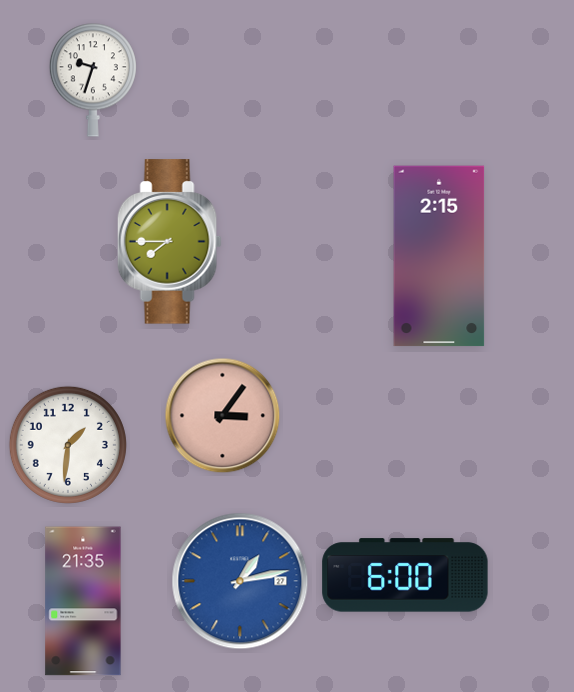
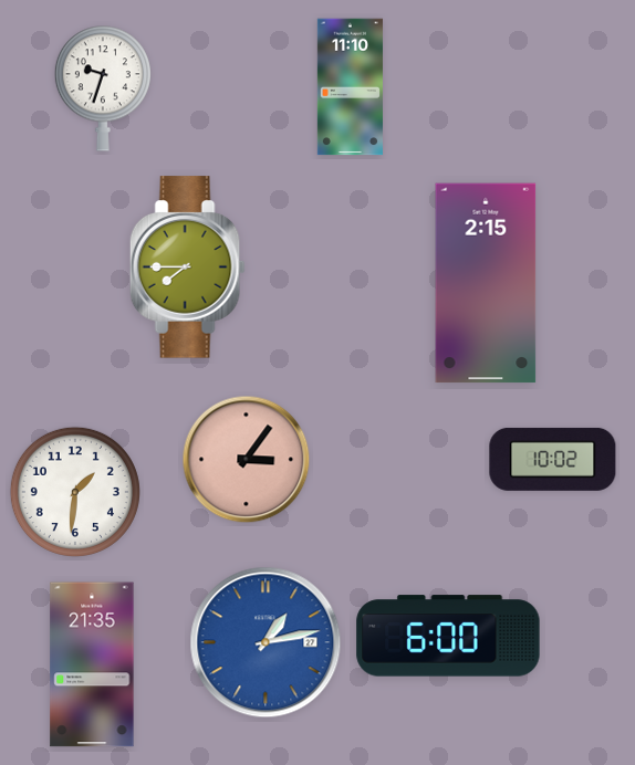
clock at (350, 87): none -> 11:10
clock at (553, 459): none -> 10:02
